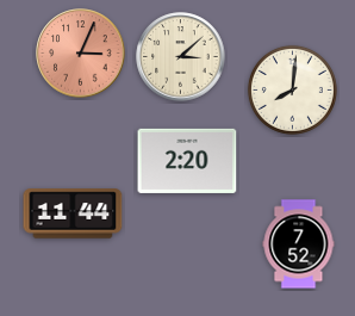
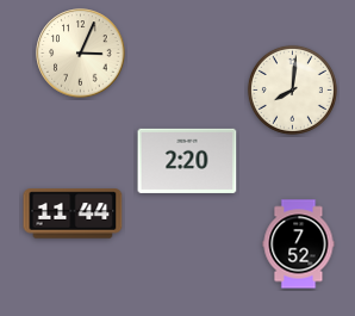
clock at (81, 54) dial: salmon -> cream
clock at (181, 57): 3:08 -> none
